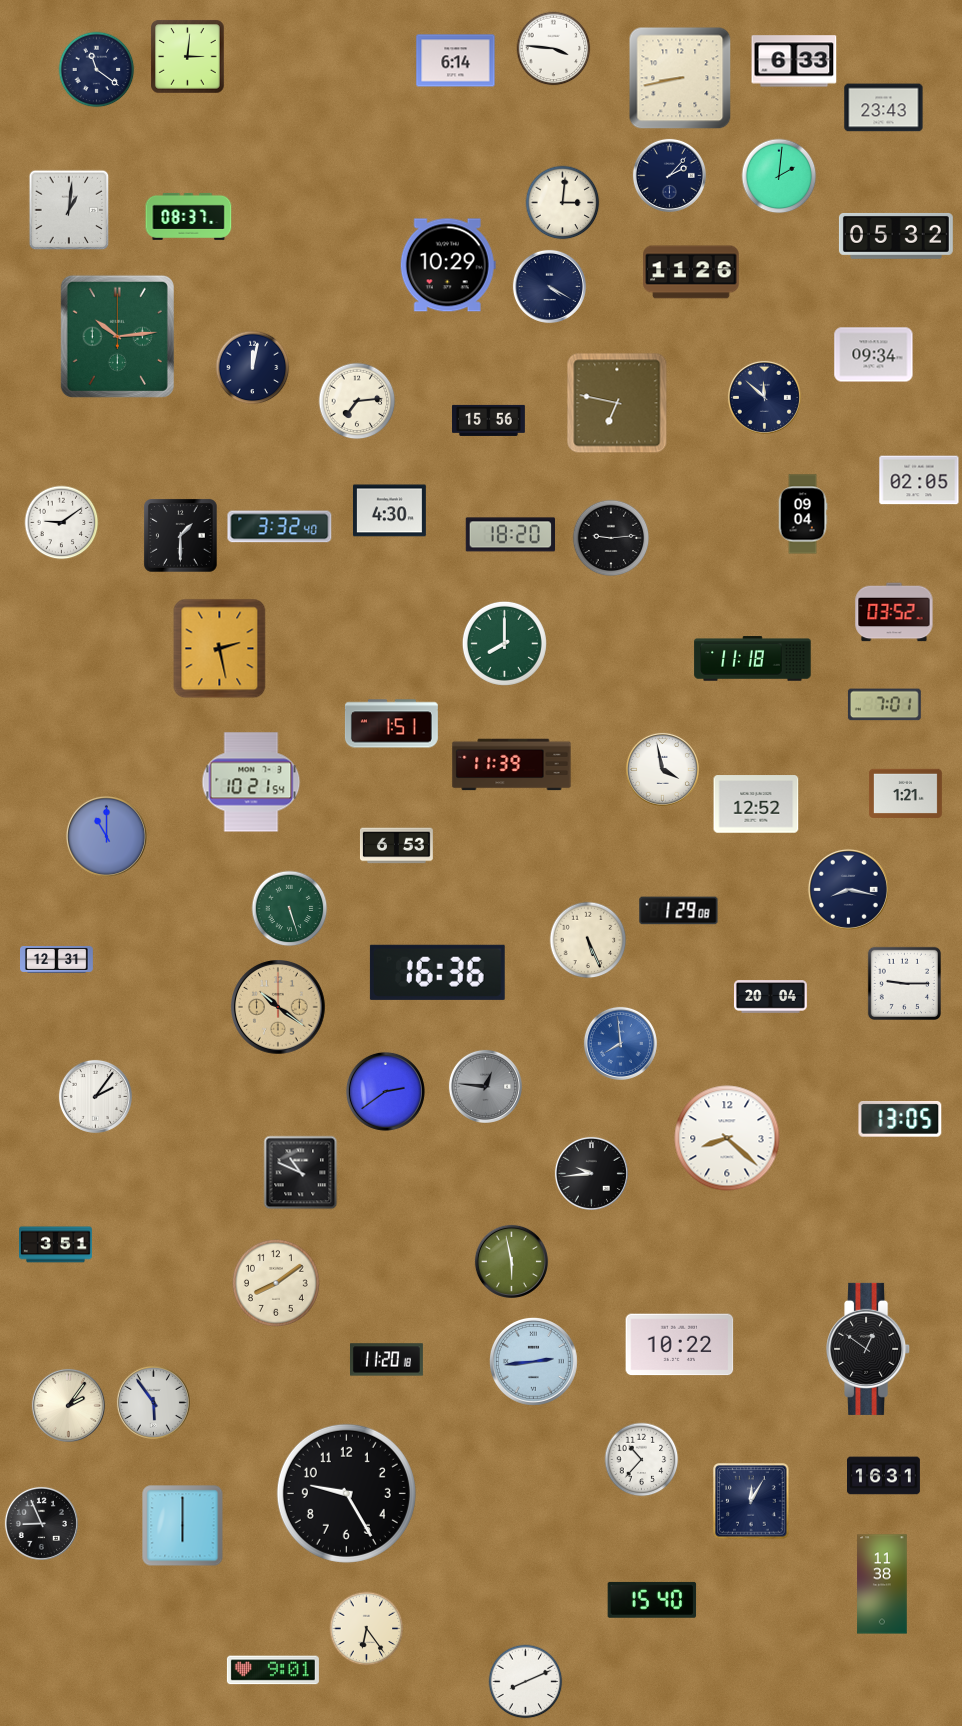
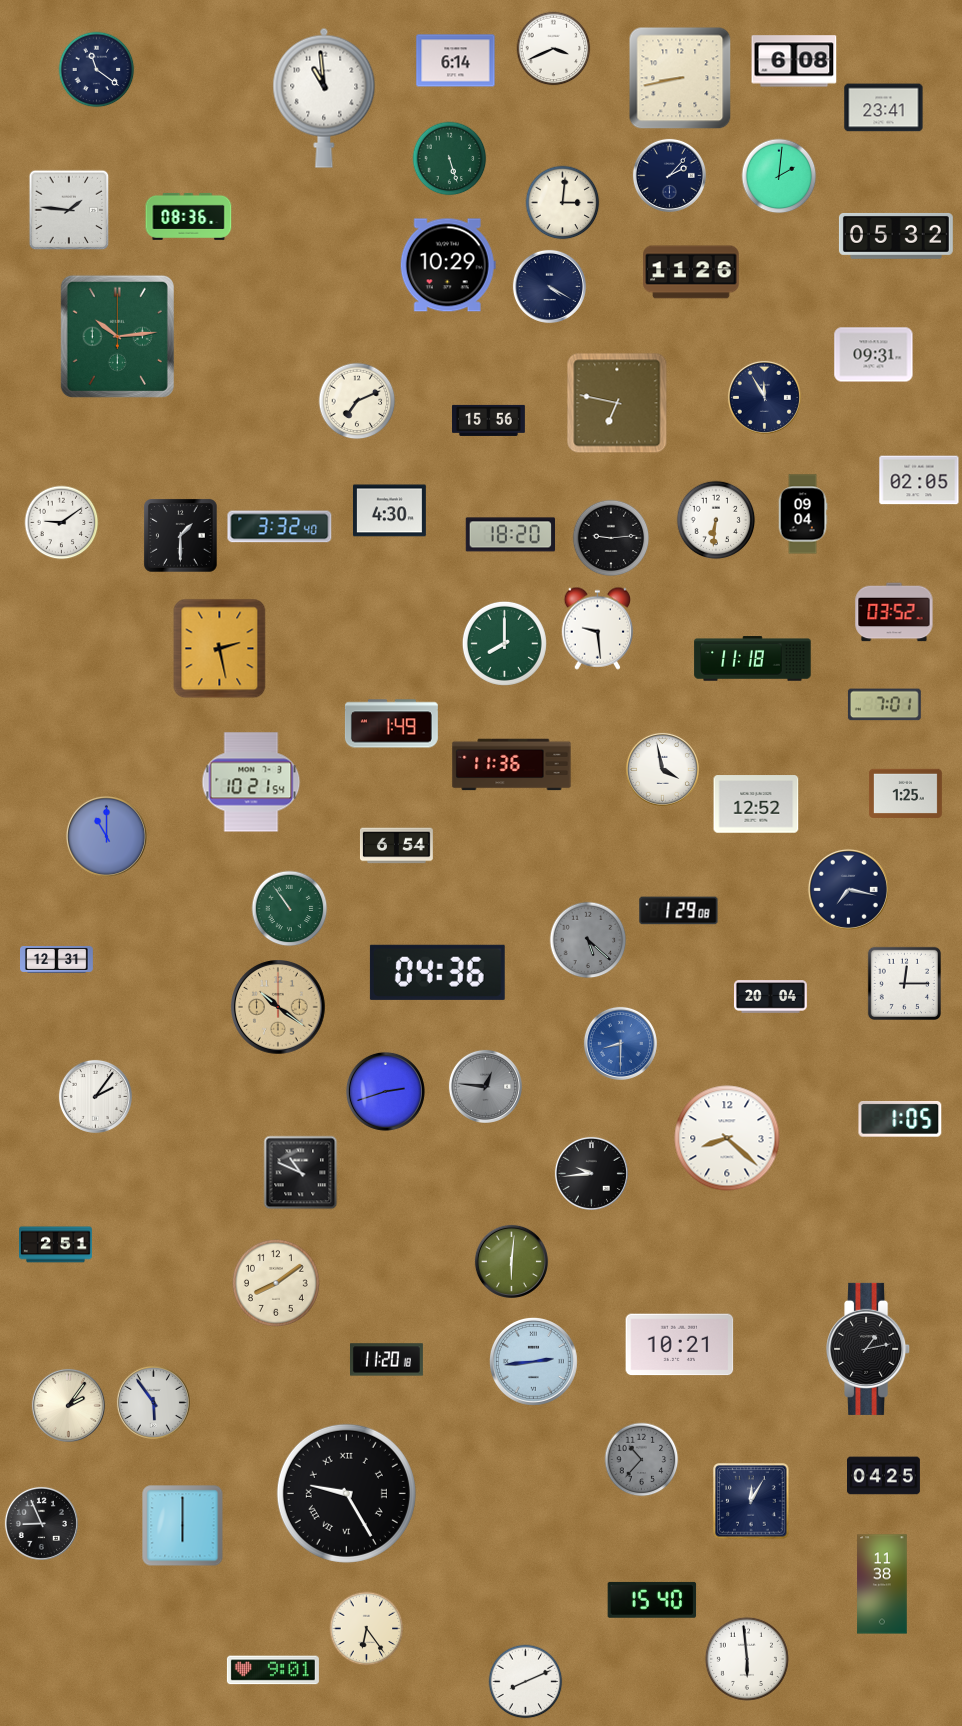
clock at (554, 49): 3:46 -> 3:41
clock at (188, 57): 3:01 -> none
clock at (794, 61): 6:33 -> 6:08
clock at (324, 98): none -> 10:59
clock at (884, 108): 23:43 -> 23:41
clock at (450, 159): none -> 5:27
clock at (69, 210): 1:01 -> 1:46
clock at (189, 216): 08:37 -> 08:36
clock at (874, 355): 09:34 -> 09:31
clock at (253, 368): 12:02 -> none
clock at (764, 397): 11:52 -> 11:55
clock at (357, 401): 7:14 -> 7:11
clock at (716, 520): none -> 6:31
clock at (598, 628): none -> 9:29
clock at (391, 724): 1:51 -> 1:49
clock at (512, 765): 11:39 -> 11:36
clock at (905, 793): 1:21 -> 1:25
clock at (396, 846): 6:53 -> 6:54
clock at (848, 889): 8:17 -> 7:17
clock at (290, 909): 5:27 -> 10:54
clock at (588, 940): 5:26 -> 5:22
clock at (588, 940) dial: cream -> grey
clock at (437, 972): 16:36 -> 04:36
clock at (904, 983): 9:15 -> 12:15
clock at (620, 1043): 7:59 -> 8:30
clock at (385, 1091): 2:39 -> 2:42
clock at (900, 1120): 13:05 -> 1:05
clock at (56, 1245): 3:51 -> 2:51
clock at (511, 1261): 5:58 -> 6:01
clock at (680, 1345): 10:22 -> 10:21
clock at (869, 1349): 12:51 -> 1:13
clock at (642, 1460) dial: white -> grey
clock at (884, 1476): 16:31 -> 04:25
clock at (346, 1493) numerals: Arabic -> Roman
clock at (747, 1659): none -> 5:59
